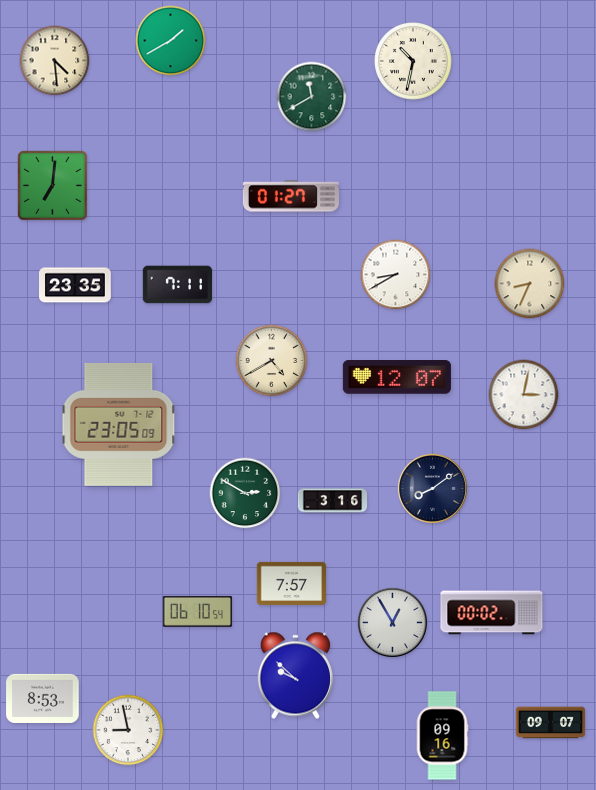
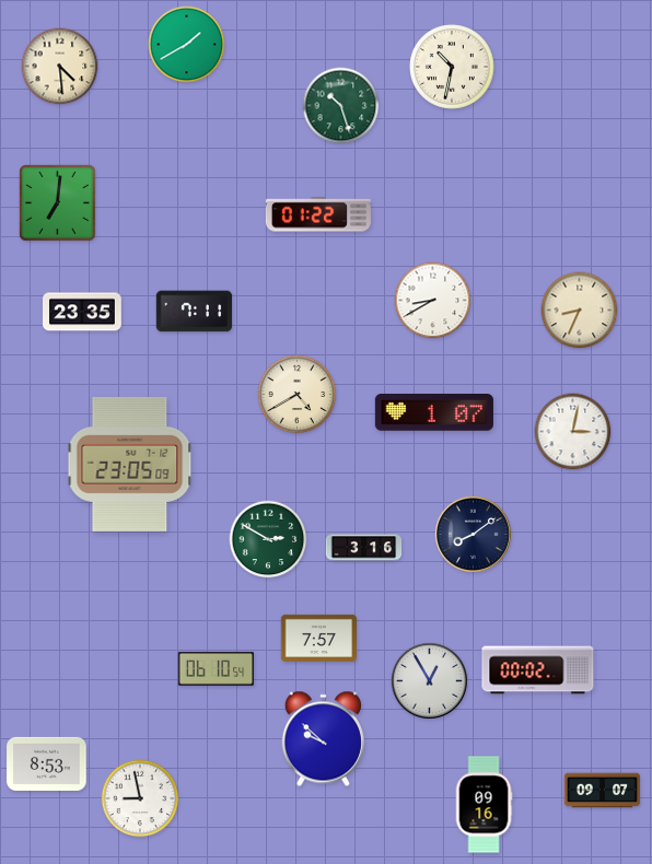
clock at (312, 97): 11:40 -> 10:27
clock at (291, 196): 01:27 -> 01:22
clock at (397, 378): 12:07 -> 1:07
